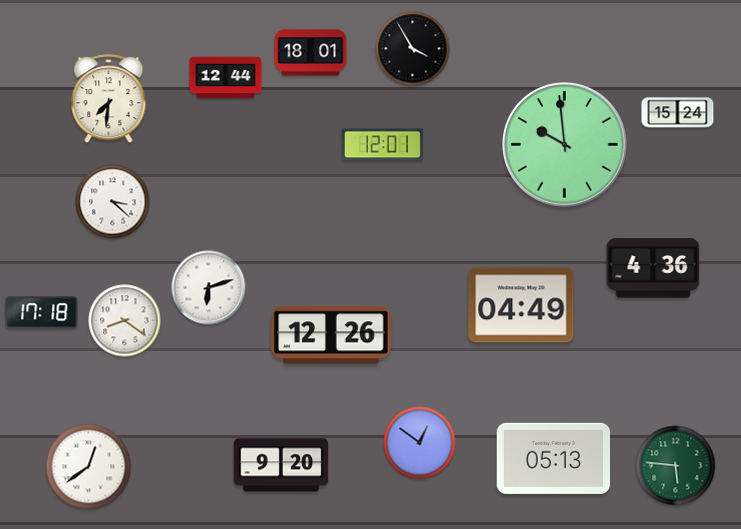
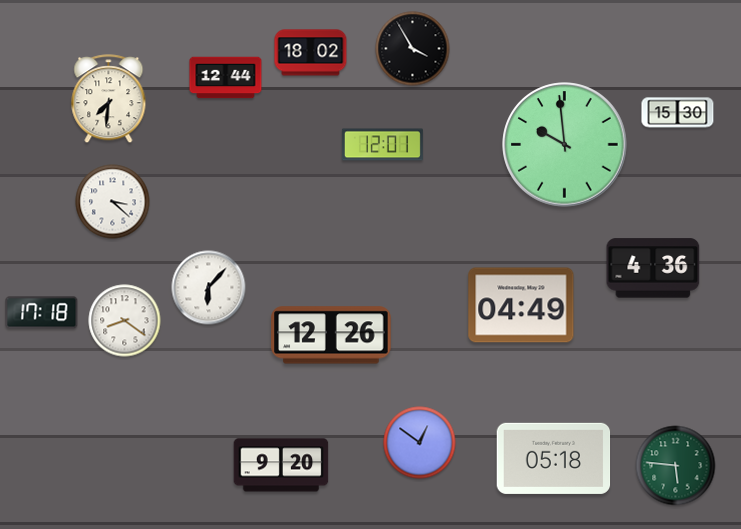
clock at (311, 53): 18:01 -> 18:02
clock at (678, 113): 15:24 -> 15:30
clock at (209, 288): 6:12 -> 6:07
clock at (554, 458): 05:13 -> 05:18
clock at (89, 467): 12:39 -> none
